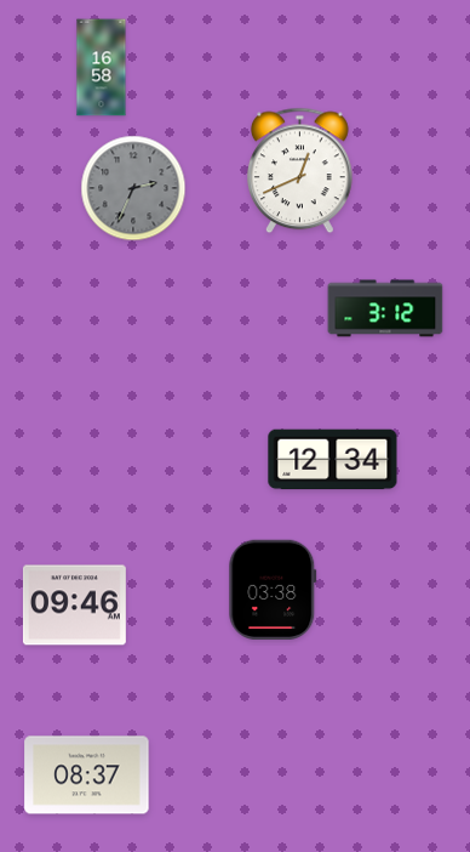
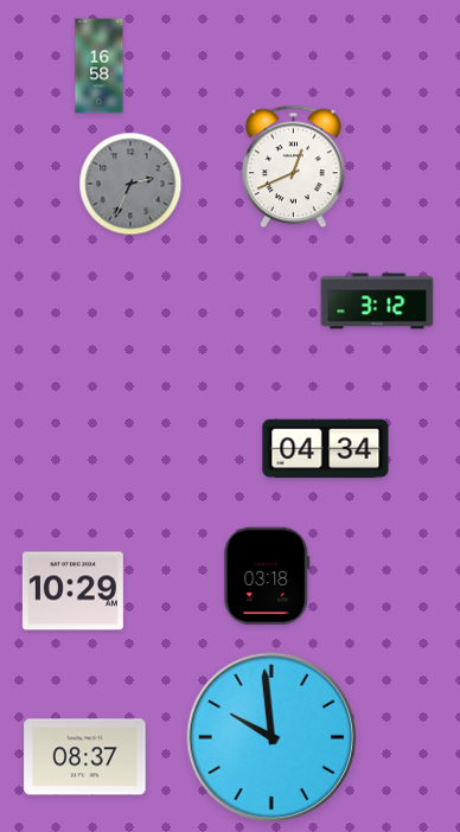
clock at (333, 460): 12:34 -> 04:34
clock at (273, 589): 03:38 -> 03:18
clock at (74, 606): 09:46 -> 10:29
clock at (271, 737): none -> 9:59
